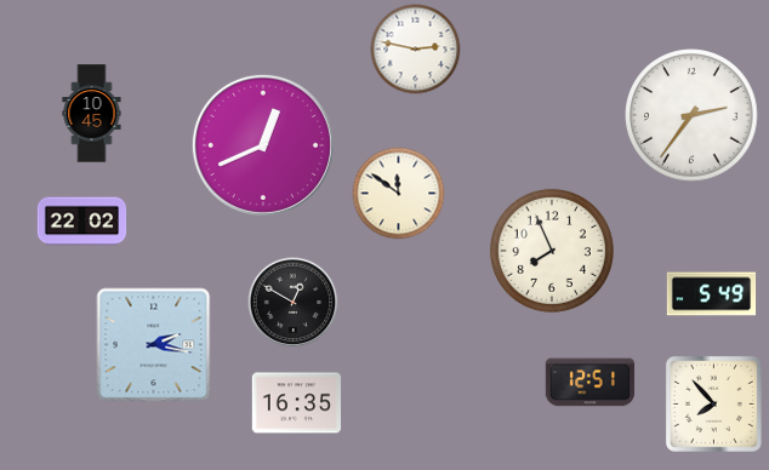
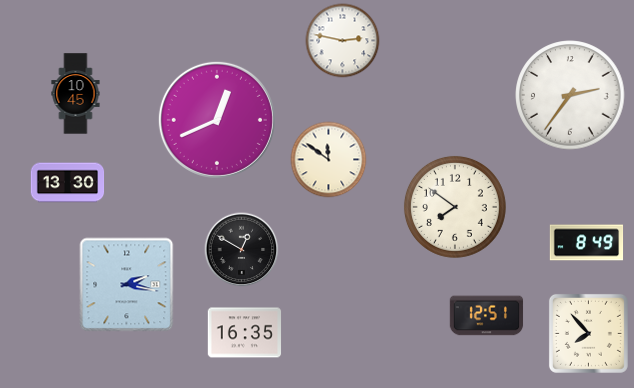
clock at (82, 222): 22:02 -> 13:30
clock at (552, 251): 7:56 -> 7:51
clock at (712, 294): 5:49 -> 8:49
